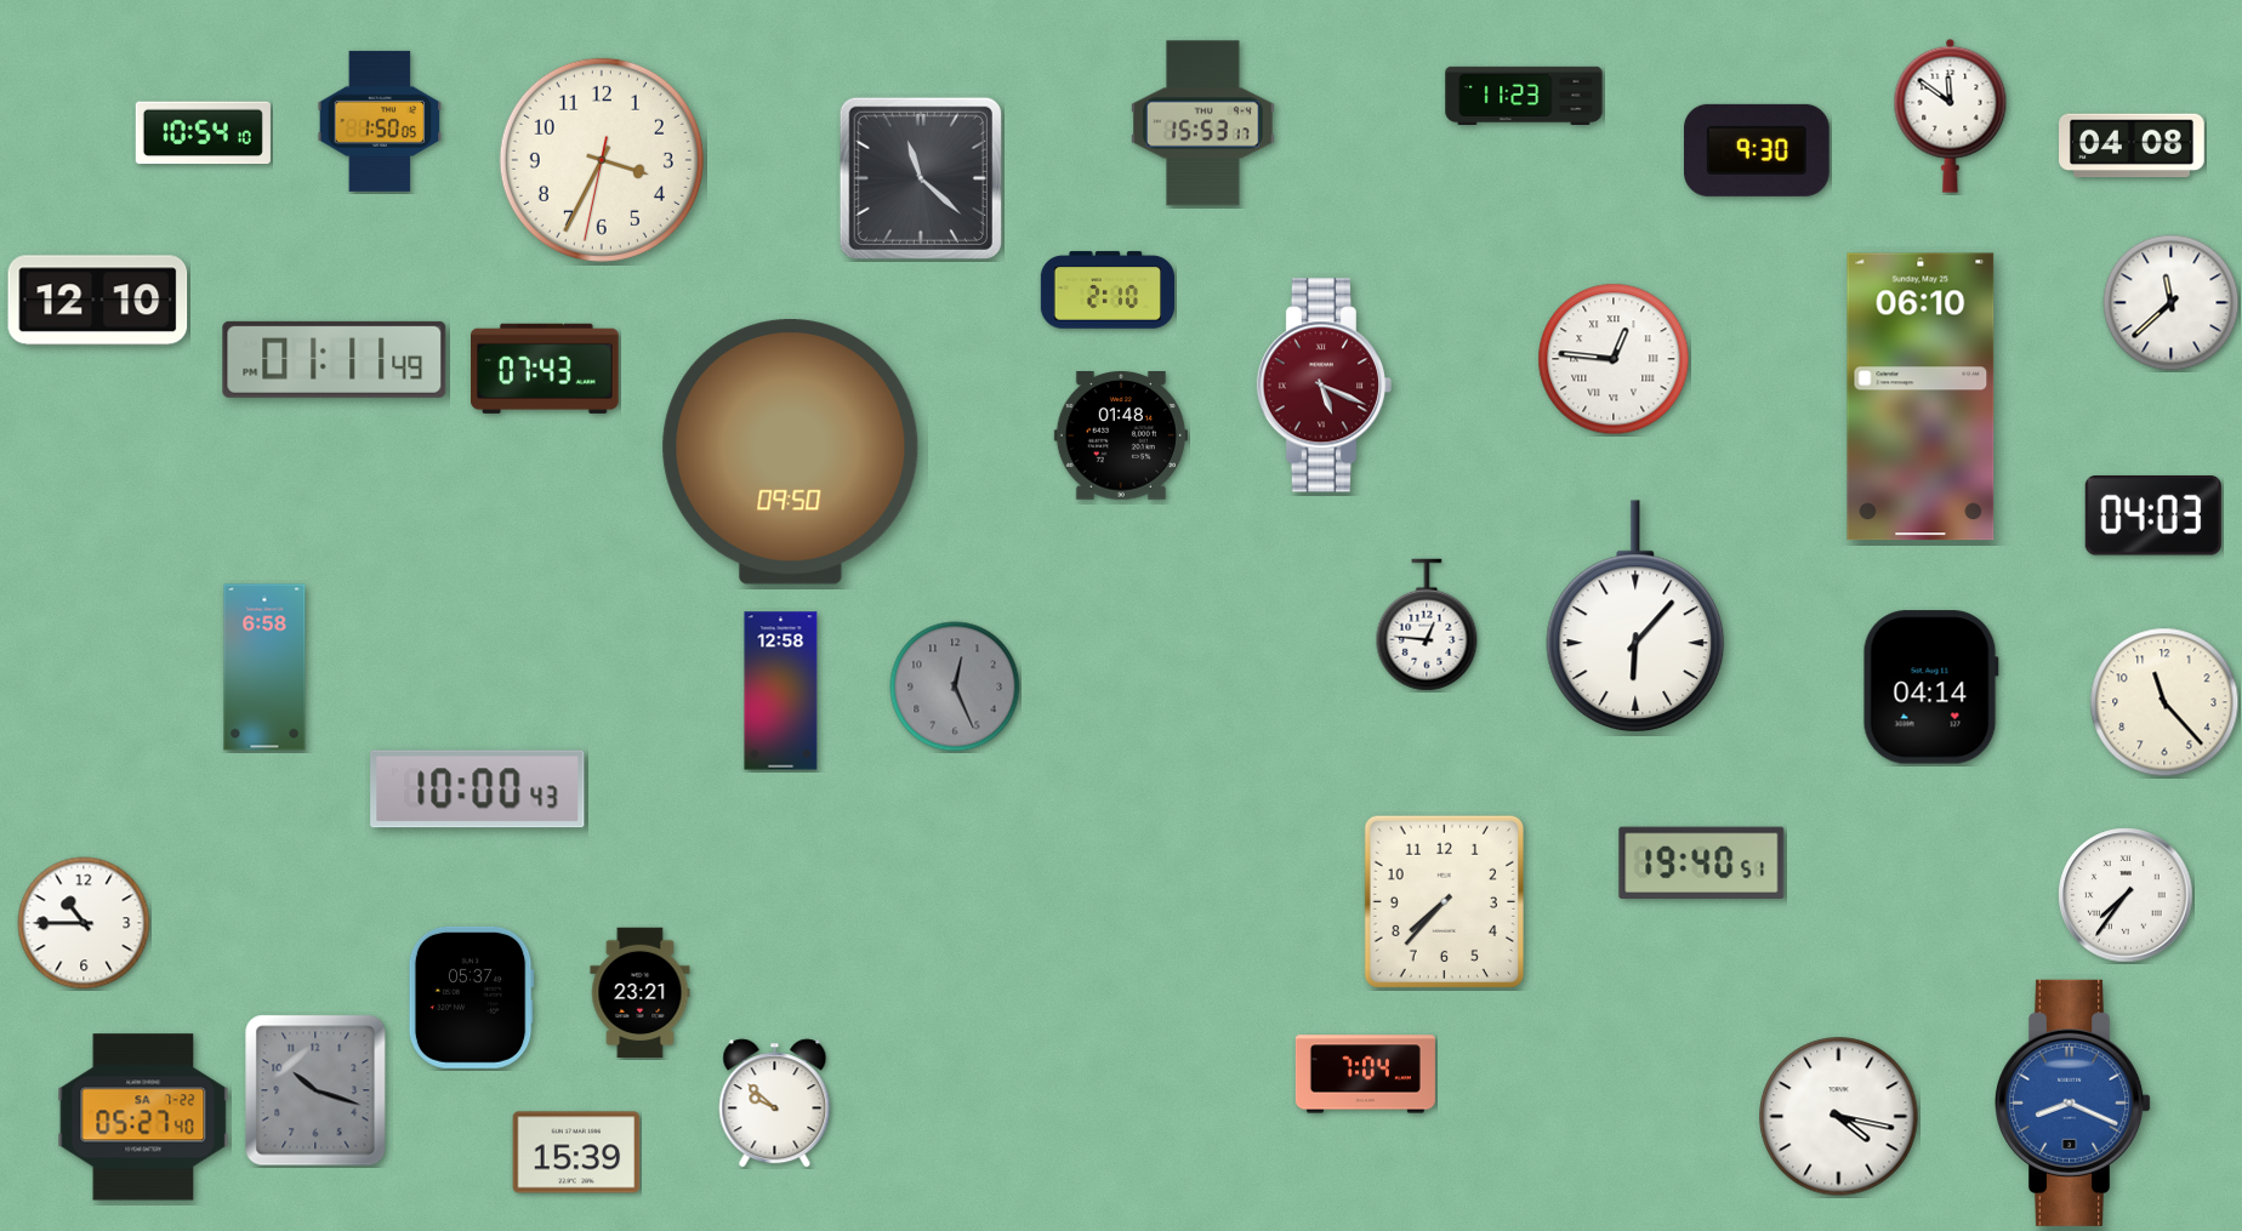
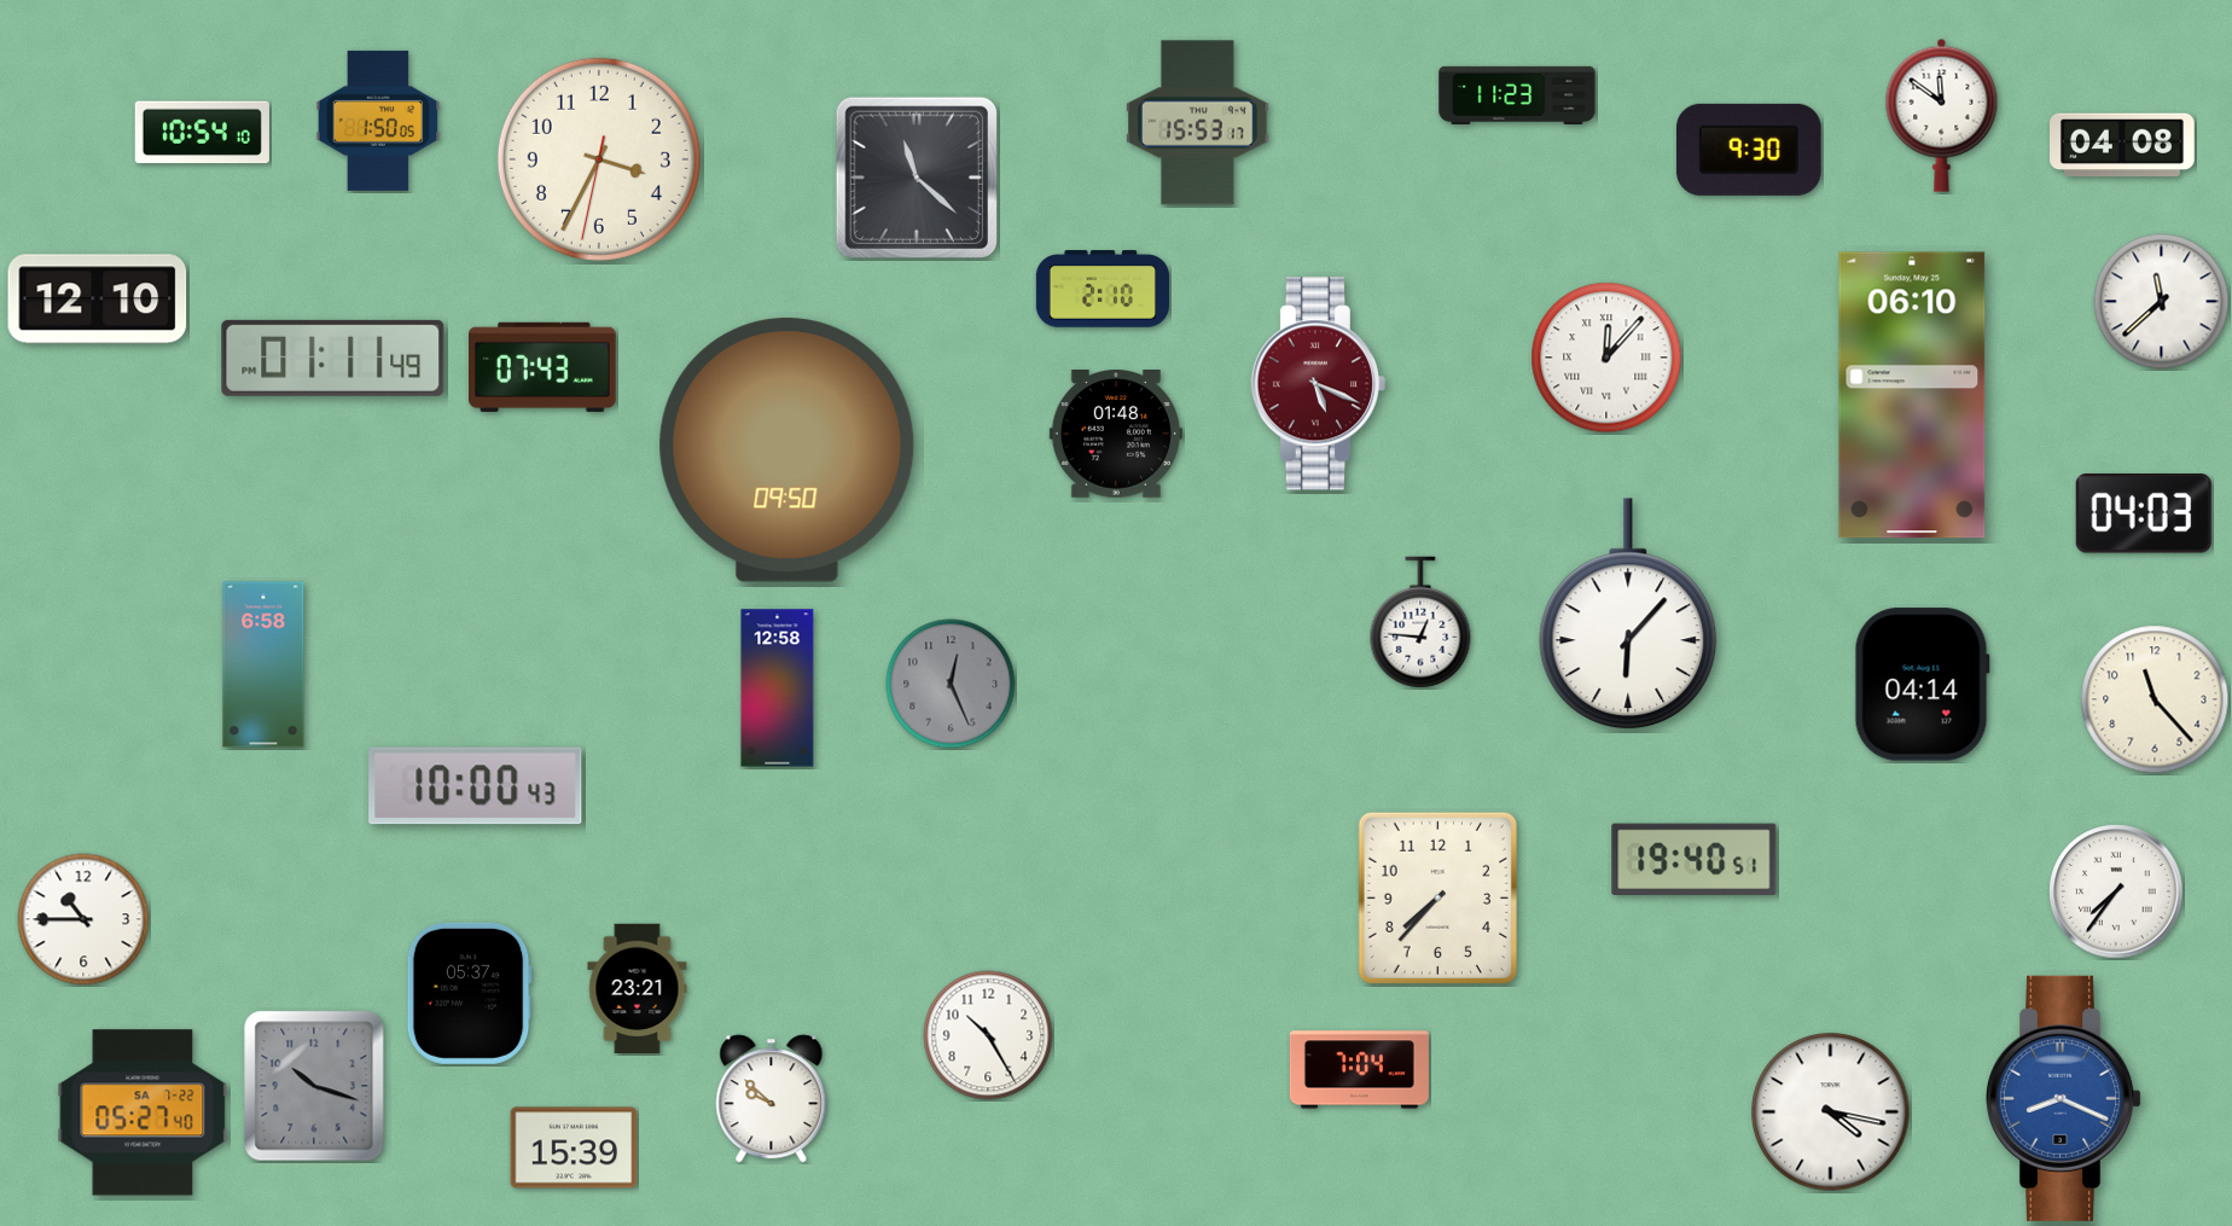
clock at (1614, 359): 12:46 -> 12:07
clock at (988, 1035): none -> 10:25
